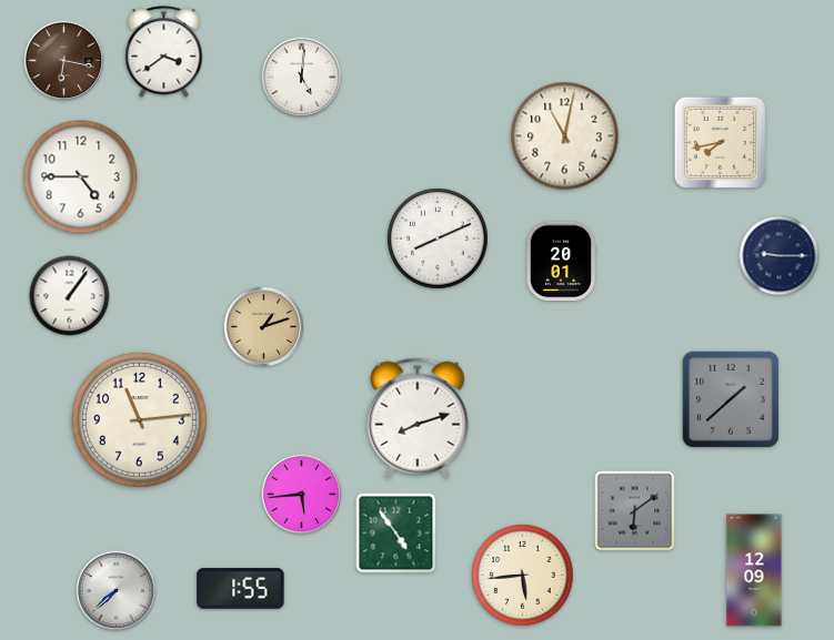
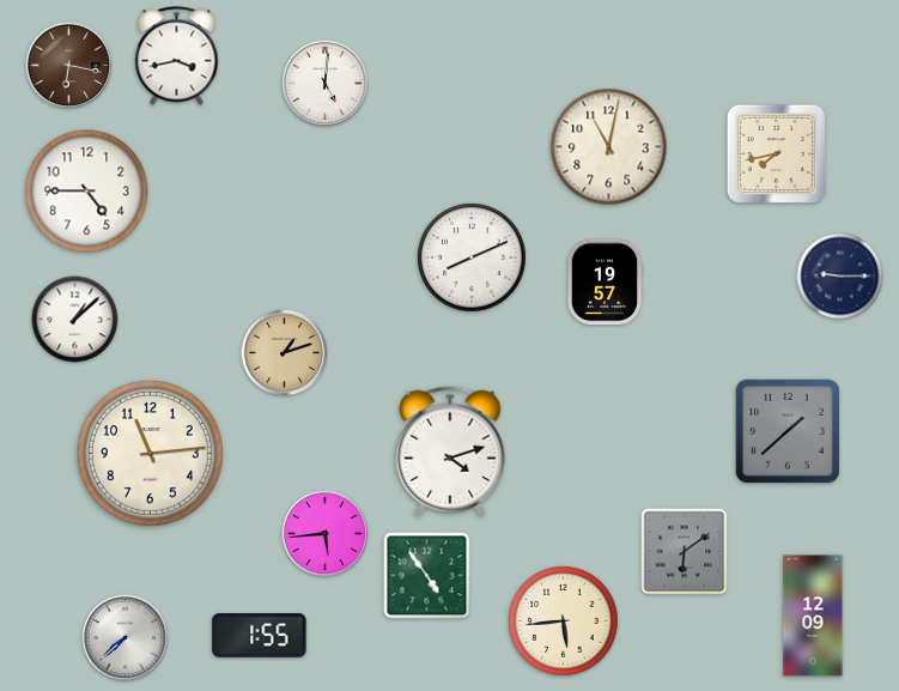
clock at (164, 52): 3:39 -> 3:43
clock at (561, 262): 20:01 -> 19:57
clock at (70, 296): 1:06 -> 1:08
clock at (418, 418): 8:12 -> 4:12
